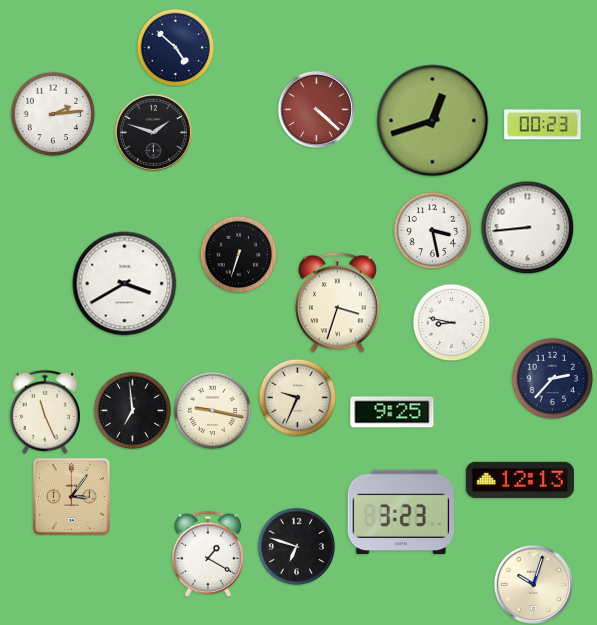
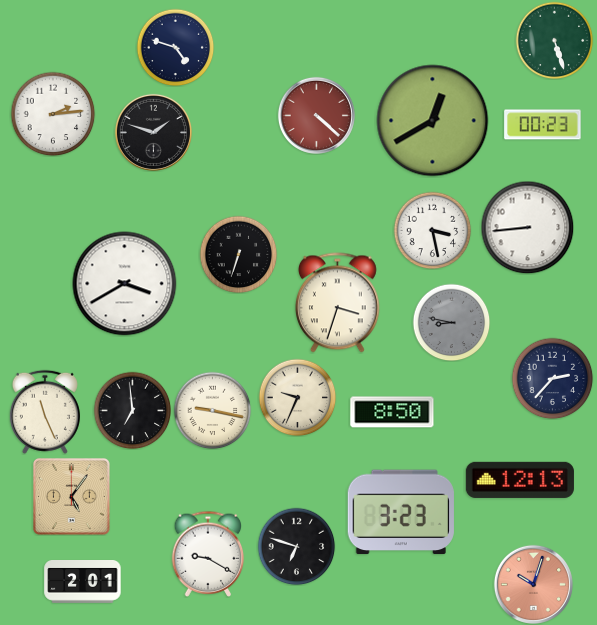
clock at (554, 40): none -> 5:27
clock at (175, 47): 4:52 -> 4:48
clock at (316, 109) position: (316, 109) -> (316, 115)
clock at (433, 121): 12:42 -> 12:40
clock at (451, 322) dial: white -> grey
clock at (392, 412): 9:25 -> 8:50
clock at (71, 496): 3:06 -> 5:06
clock at (208, 554): 1:20 -> 9:20
clock at (83, 582): none -> 2:01
clock at (533, 584) dial: cream -> salmon
